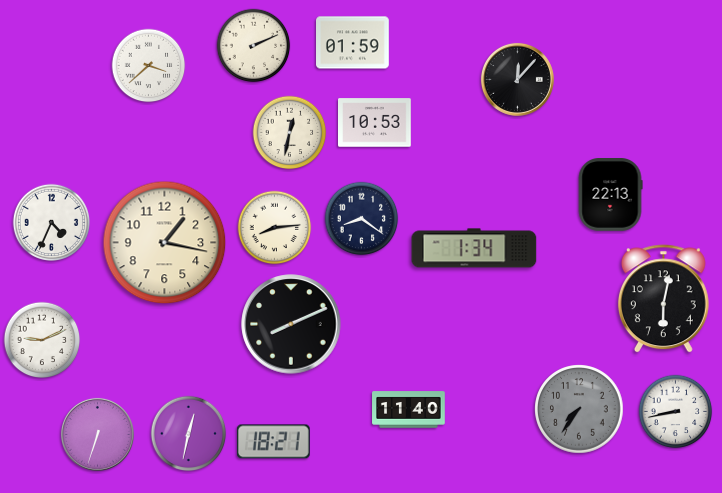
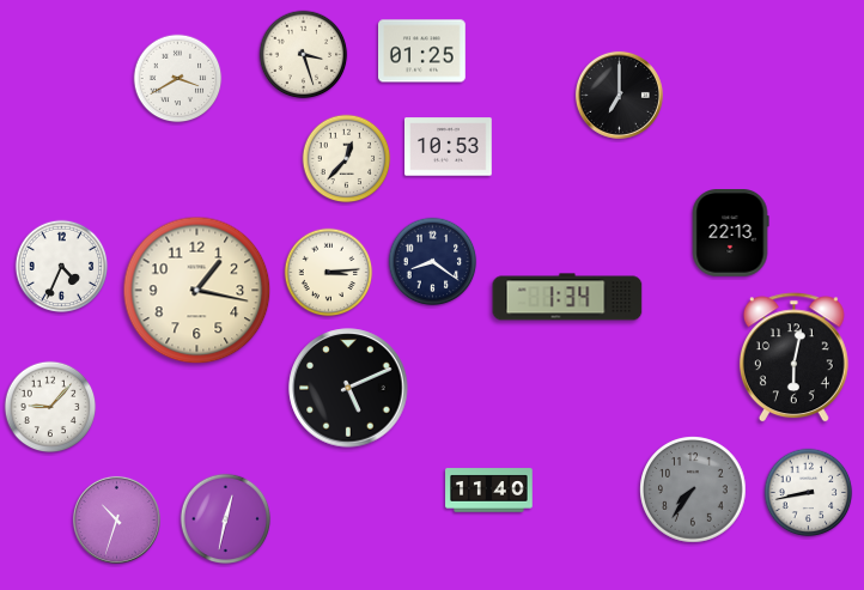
clock at (353, 43): 01:59 -> 01:25
clock at (254, 46): 2:11 -> 3:27
clock at (149, 66): 3:38 -> 3:40
clock at (517, 79): 12:07 -> 7:00
clock at (290, 133): 12:32 -> 12:37
clock at (275, 228): 8:14 -> 3:14
clock at (291, 324): 8:11 -> 5:11
clock at (42, 340): 9:11 -> 9:07
clock at (97, 434): 6:33 -> 10:33
clock at (273, 442): 18:21 -> none
